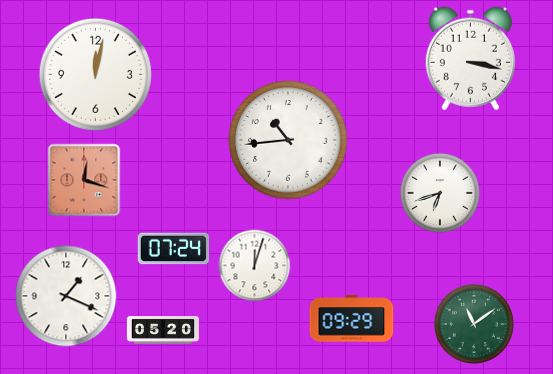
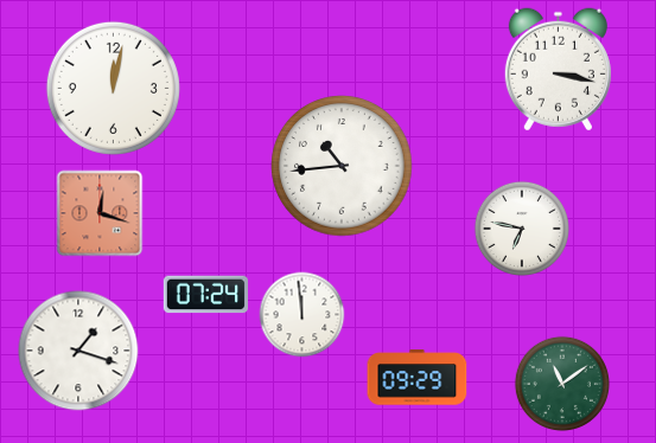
clock at (440, 193): 6:42 -> 6:47
clock at (255, 266): 12:03 -> 11:59
clock at (66, 296): 1:19 -> 1:18
clock at (163, 330): 05:20 -> none
